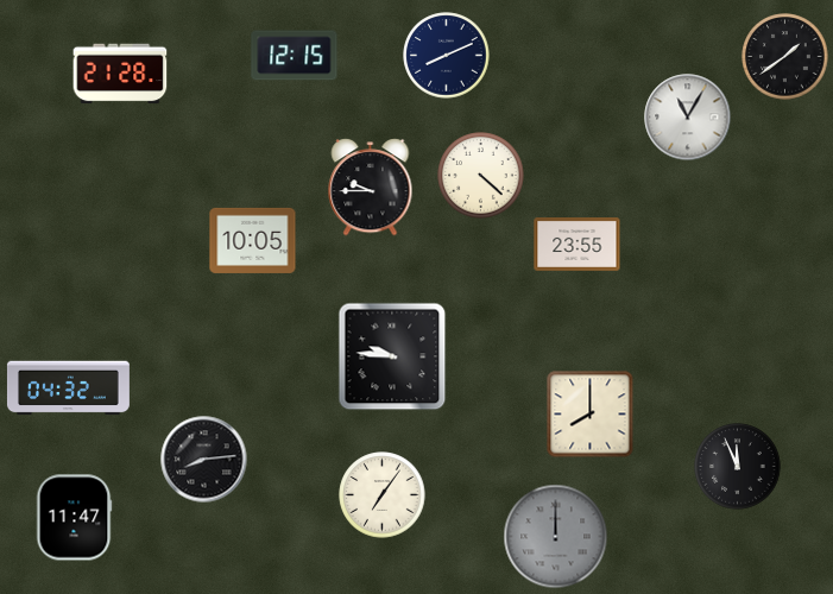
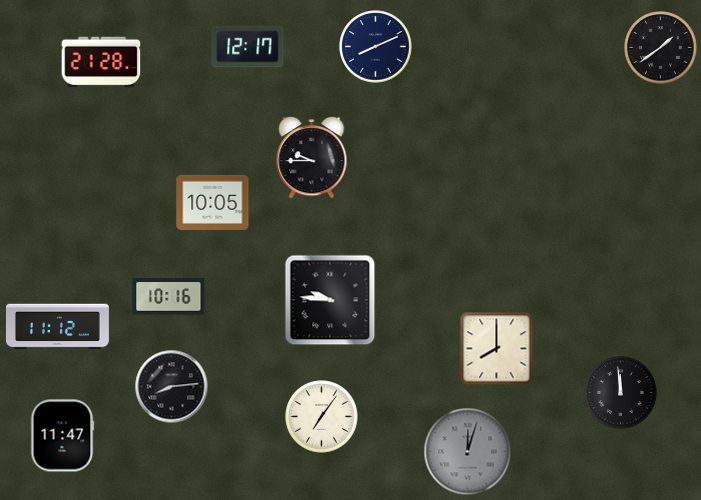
clock at (295, 56): 12:15 -> 12:17
clock at (688, 118): 11:05 -> none
clock at (481, 176): 4:22 -> none
clock at (578, 245): 23:55 -> none
clock at (169, 297): none -> 10:16
clock at (68, 388): 04:32 -> 11:12
clock at (738, 467): 11:56 -> 11:59
clock at (556, 537): 12:00 -> 12:03
